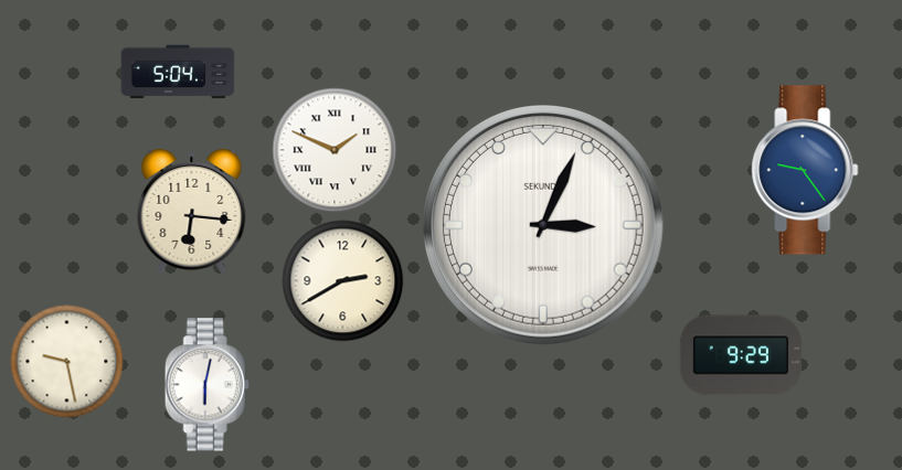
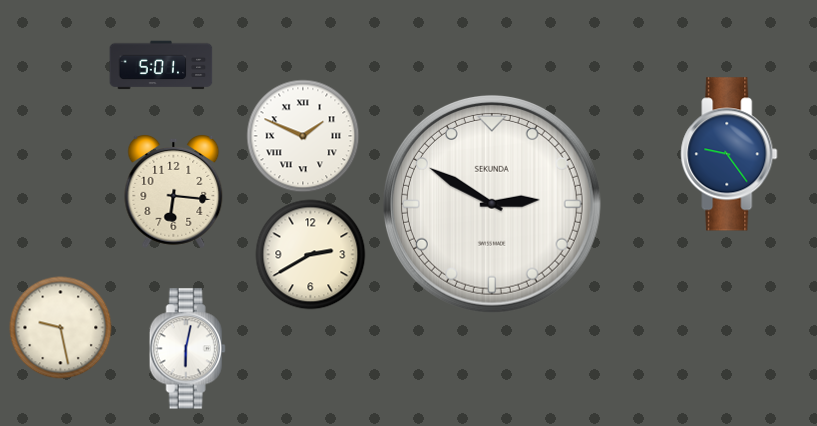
clock at (178, 72): 5:04 -> 5:01
clock at (543, 225): 3:04 -> 2:50
clock at (741, 355): 9:29 -> none
